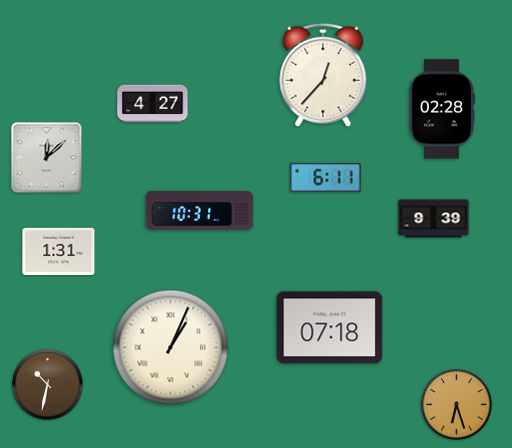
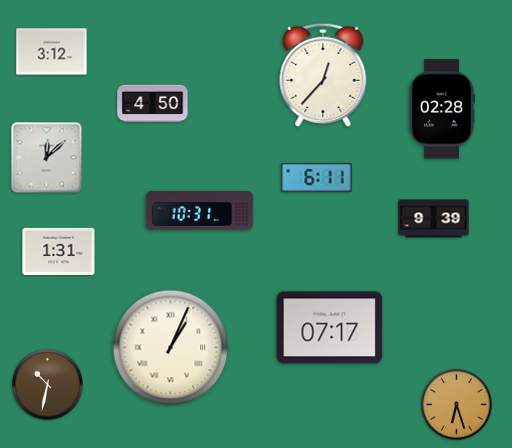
clock at (52, 52): none -> 3:12
clock at (153, 104): 4:27 -> 4:50
clock at (326, 177) position: (326, 177) -> (317, 177)
clock at (330, 328): 07:18 -> 07:17
